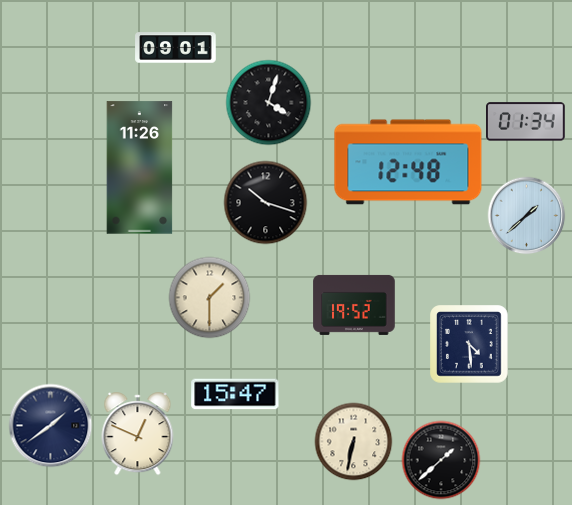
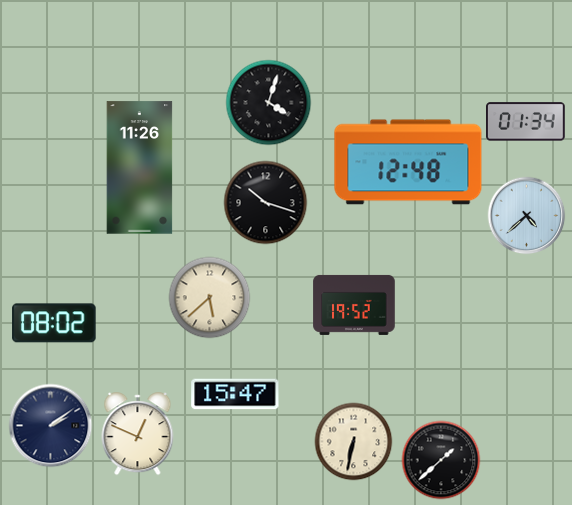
clock at (176, 48): 09:01 -> none
clock at (526, 215): 1:38 -> 4:38
clock at (209, 297): 1:30 -> 5:38
clock at (54, 323): none -> 08:02
clock at (469, 344): 4:29 -> none
clock at (50, 425): 1:39 -> 2:09
